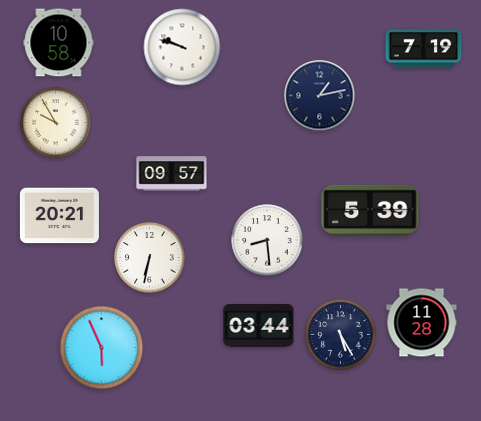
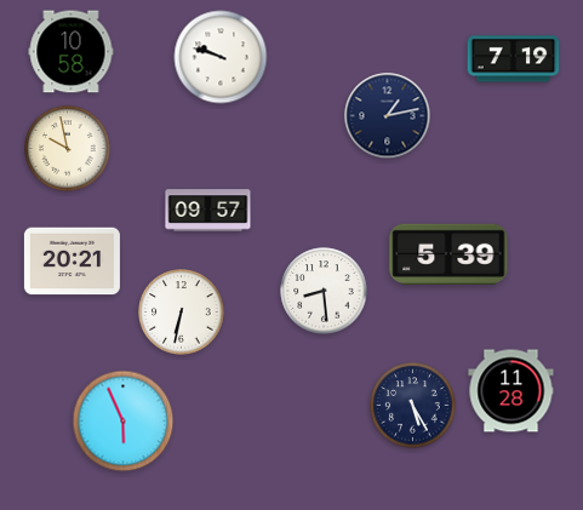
clock at (56, 123): 9:55 -> 9:58
clock at (259, 326): 03:44 -> none
